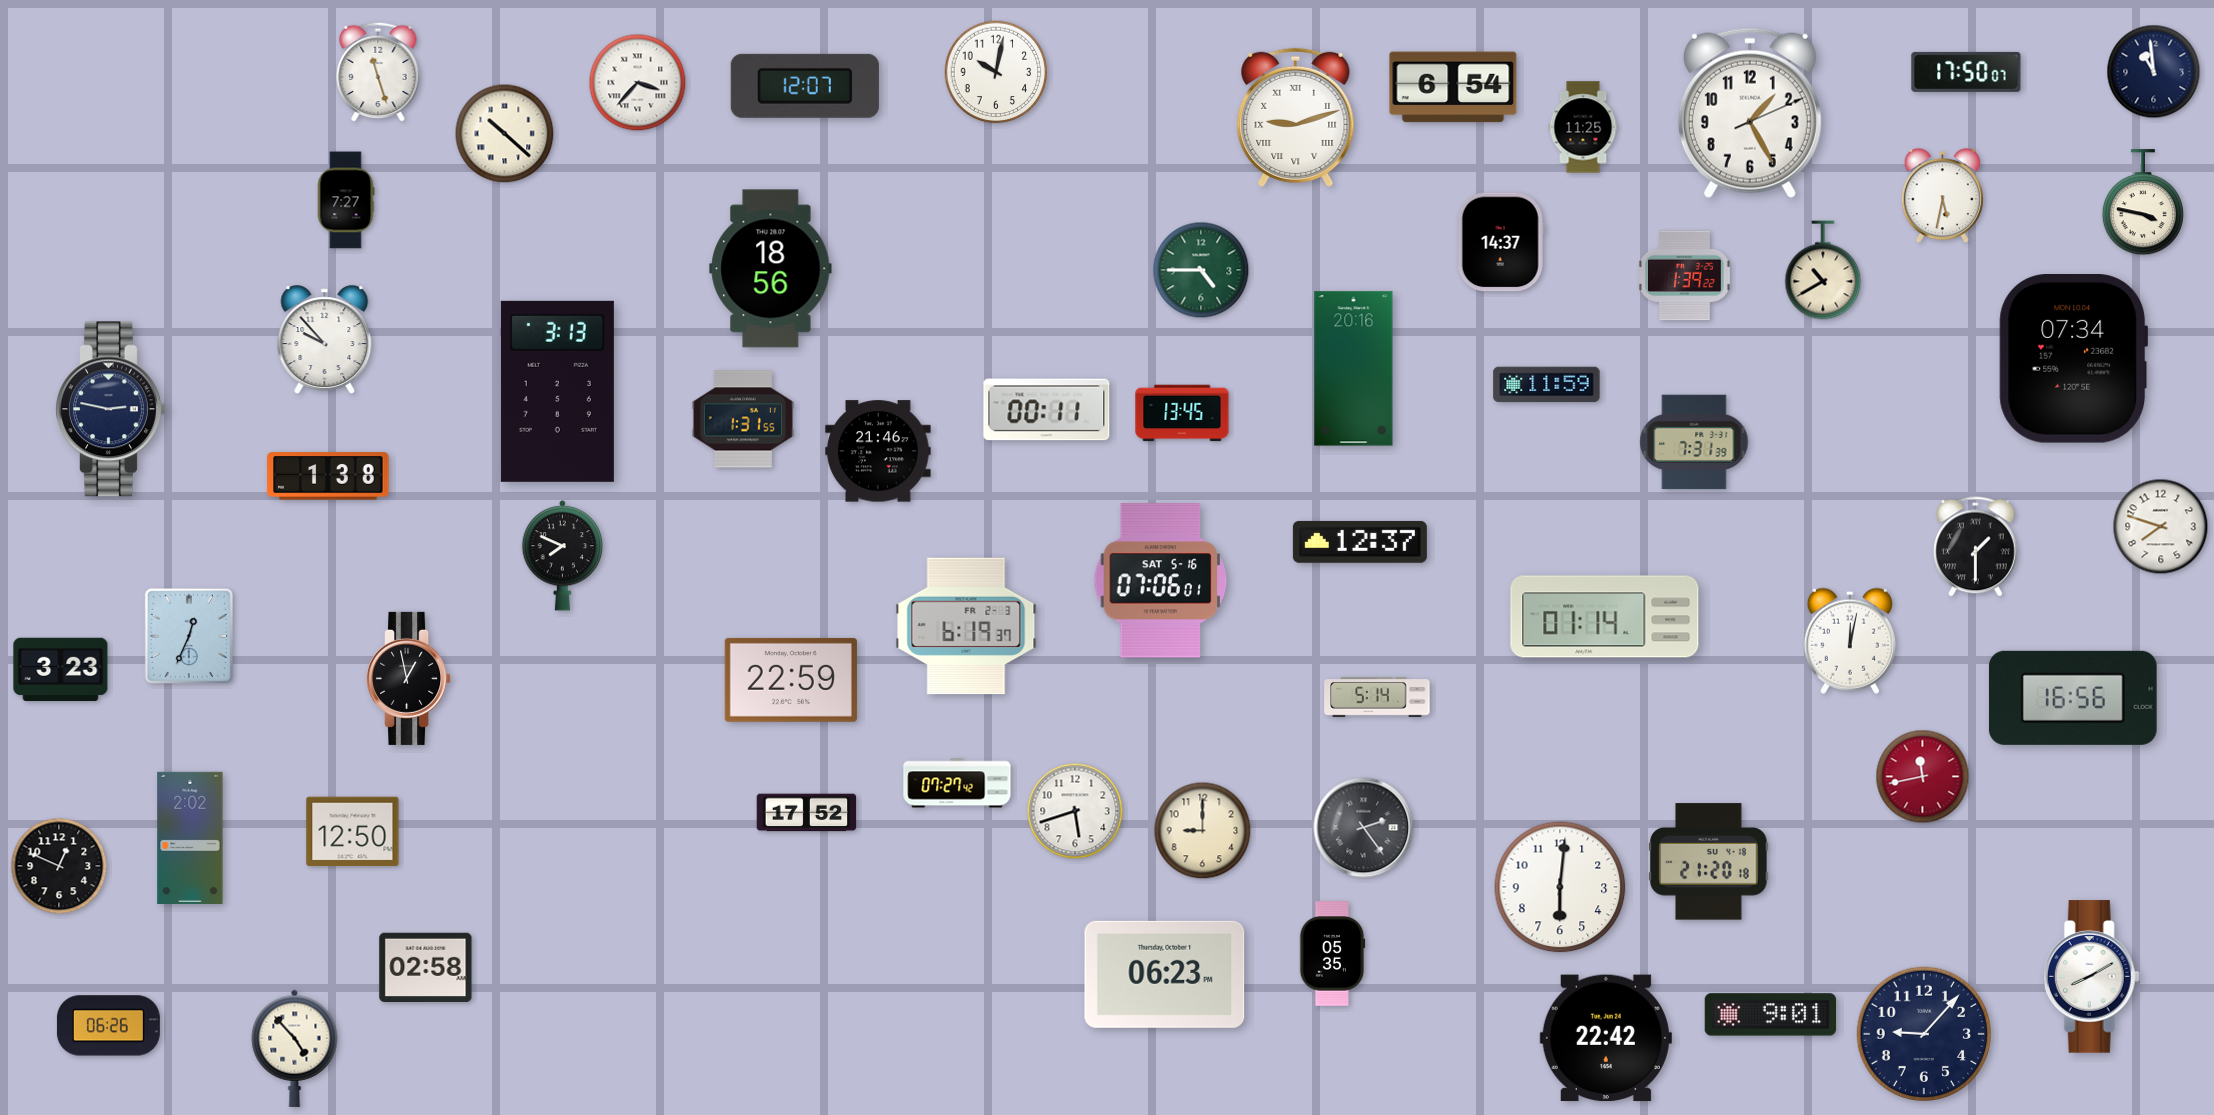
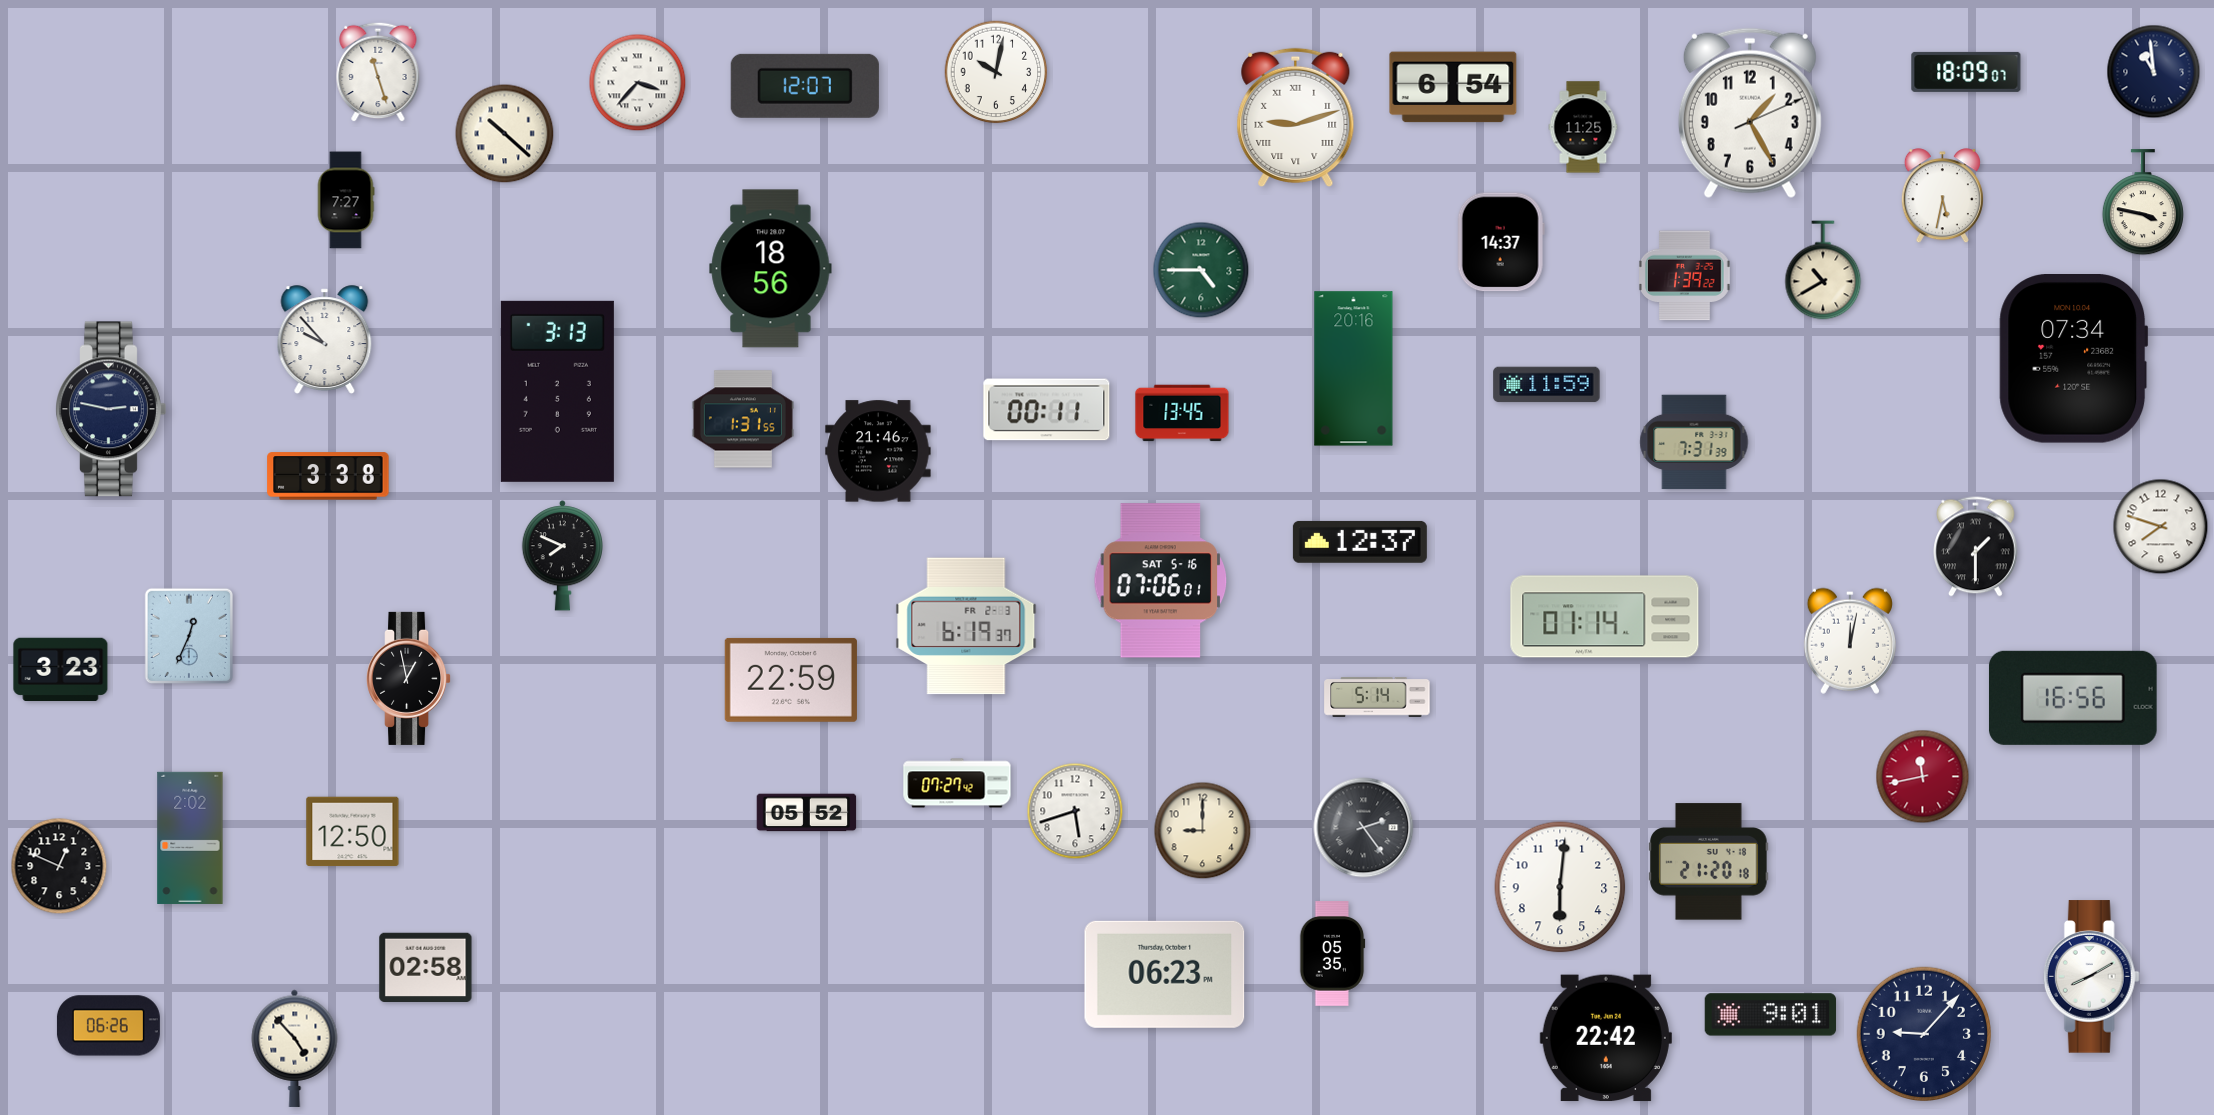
clock at (1966, 72): 17:50 -> 18:09
clock at (328, 476): 1:38 -> 3:38
clock at (807, 813): 17:52 -> 05:52
